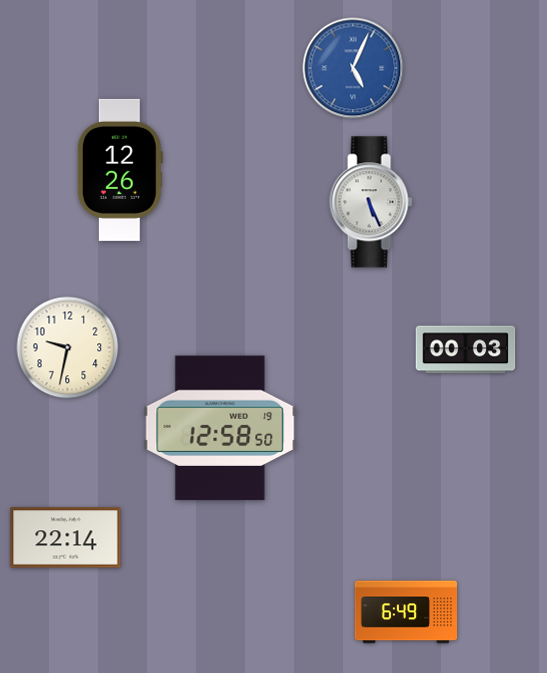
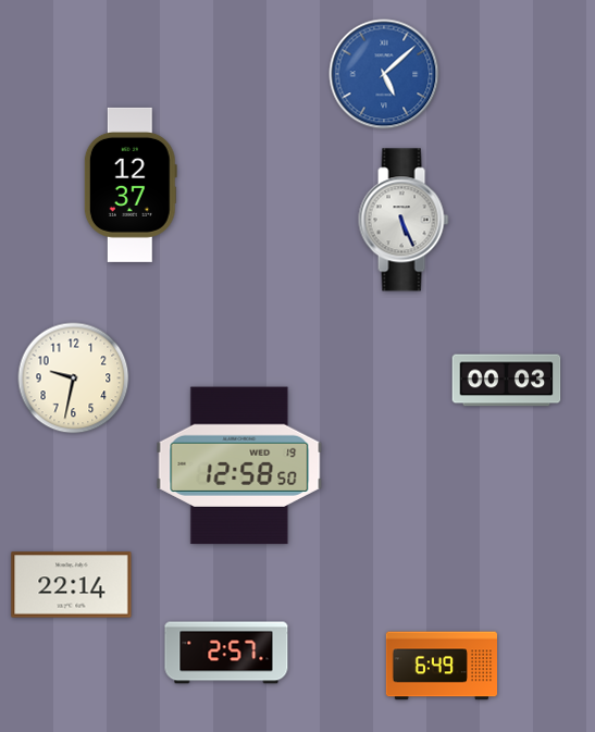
clock at (353, 68): 5:04 -> 5:08
clock at (120, 170): 12:26 -> 12:37
clock at (226, 653): none -> 2:57
